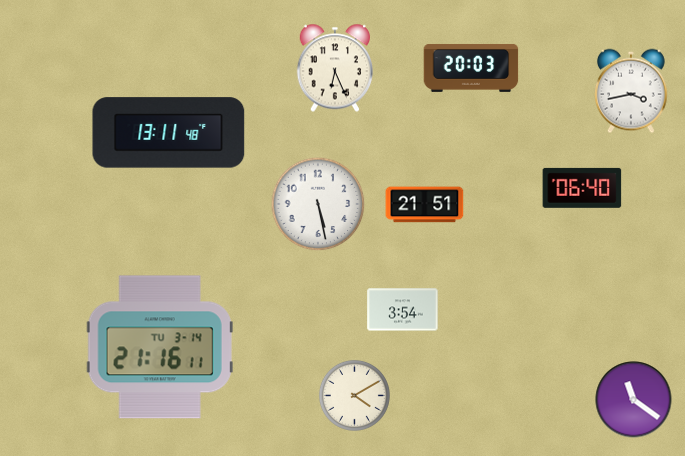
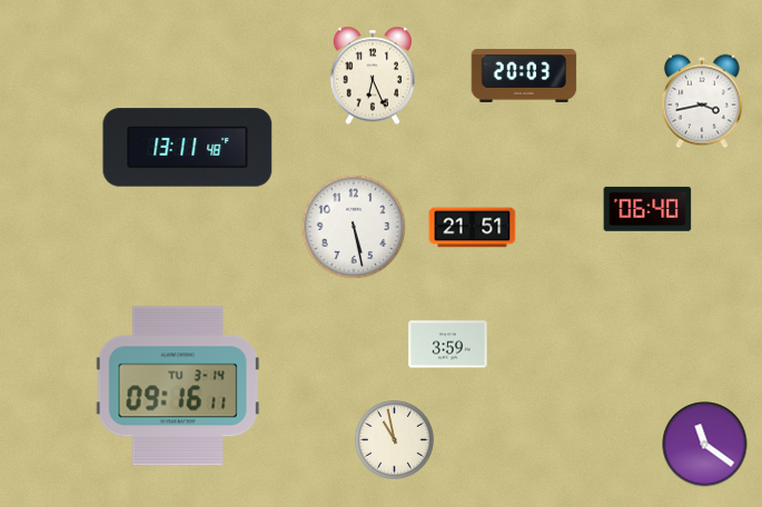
clock at (403, 310): 3:54 -> 3:59
clock at (160, 347): 21:16 -> 09:16
clock at (354, 395): 4:10 -> 10:58
